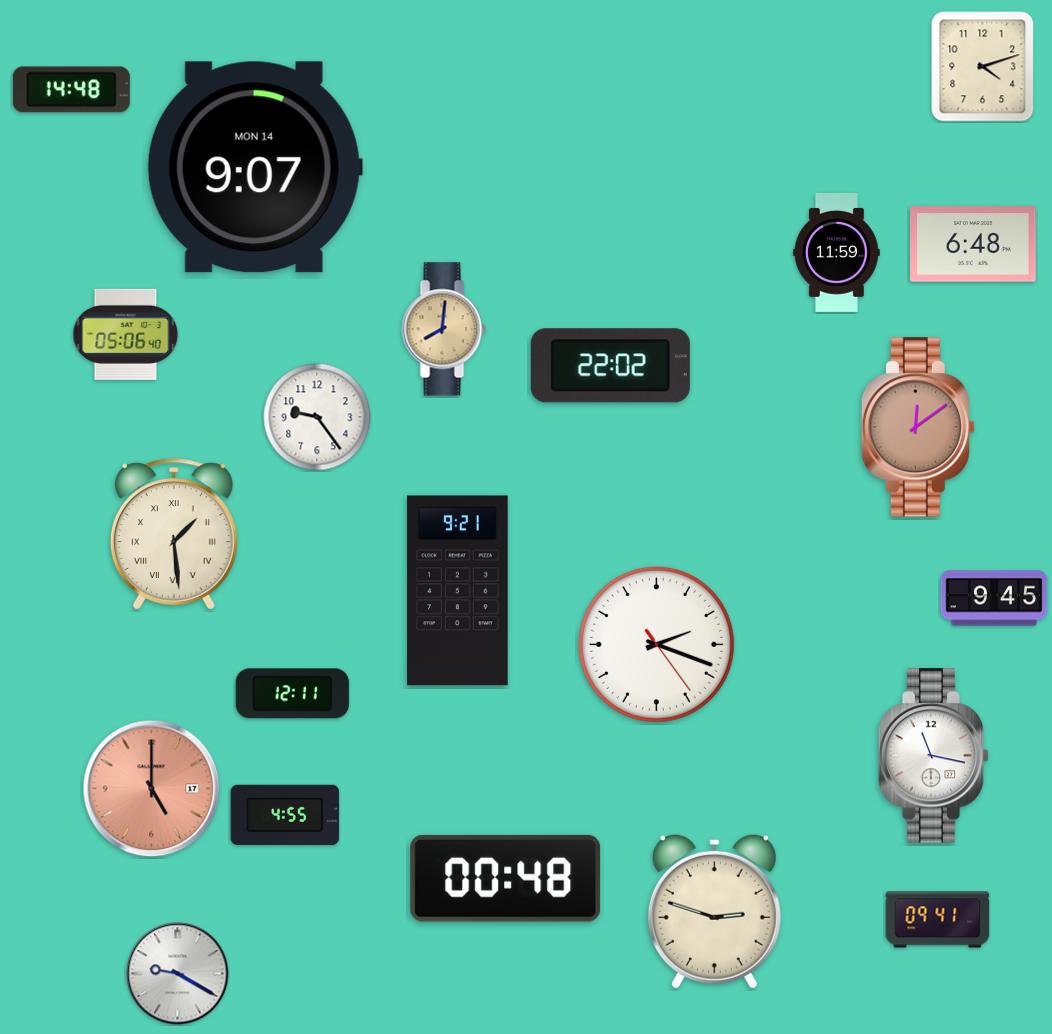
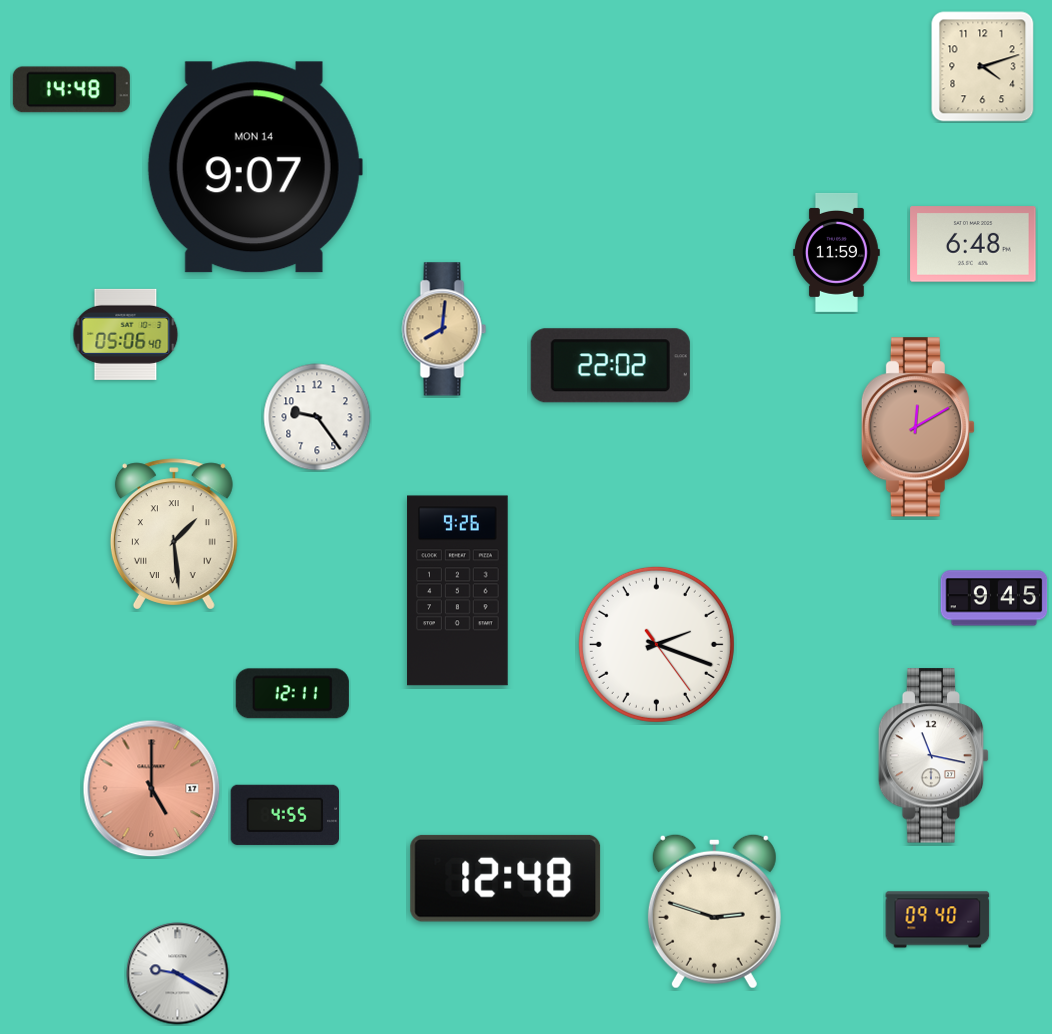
clock at (918, 427): 12:09 -> 12:10
clock at (458, 591): 9:21 -> 9:26
clock at (506, 878): 00:48 -> 12:48
clock at (938, 920): 09:41 -> 09:40
